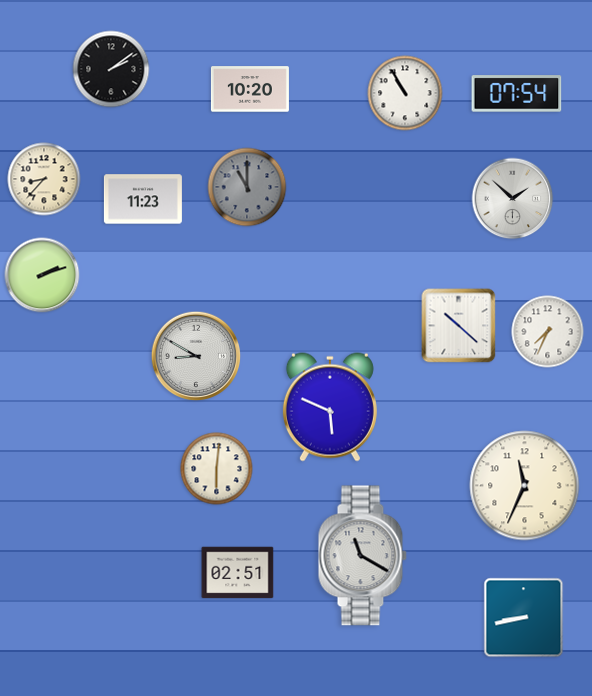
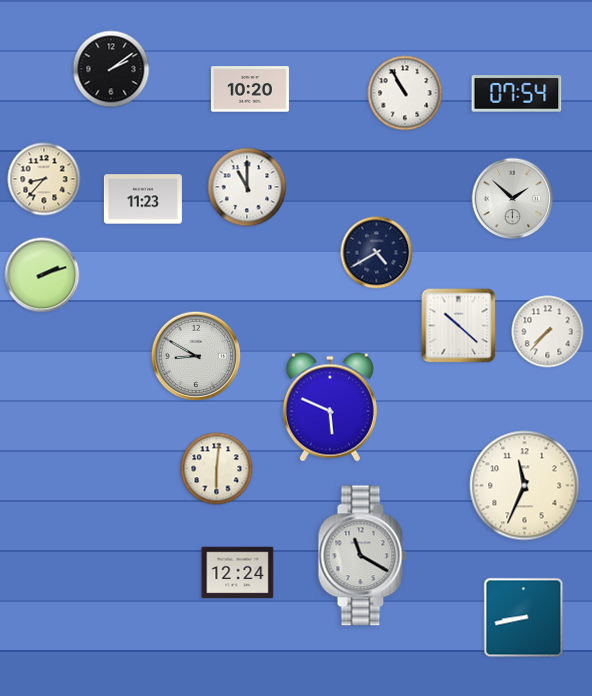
clock at (247, 187) dial: grey -> white
clock at (377, 253): none -> 4:40
clock at (548, 332): 7:34 -> 7:37
clock at (238, 573): 02:51 -> 12:24
